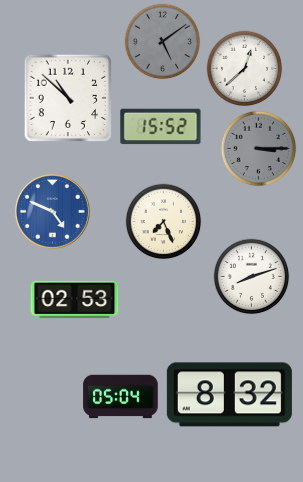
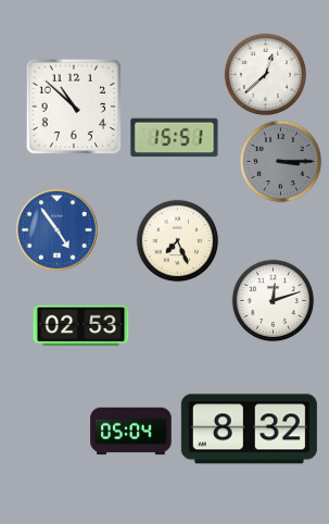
clock at (163, 42): 5:09 -> none
clock at (161, 127): 15:52 -> 15:51
clock at (52, 211): 4:49 -> 4:54
clock at (252, 277): 8:12 -> 12:12
